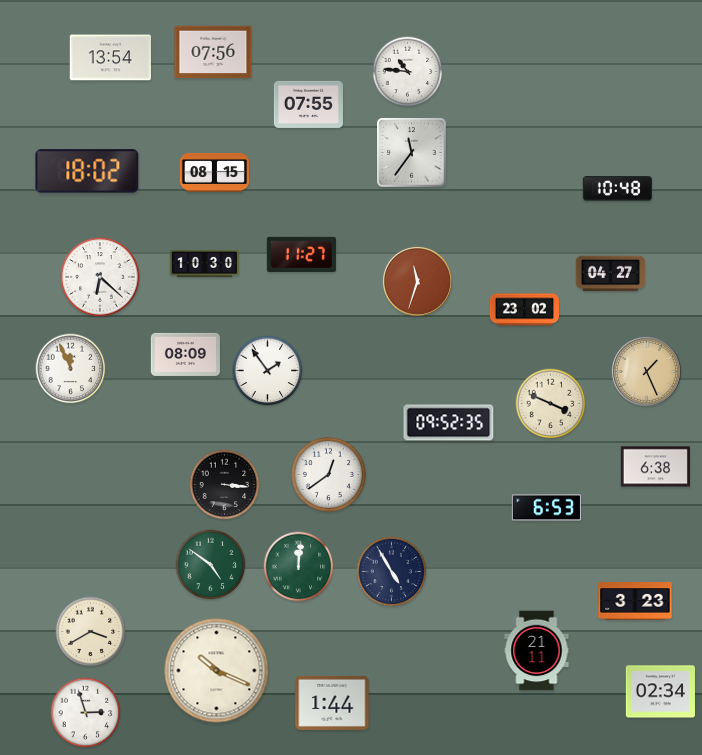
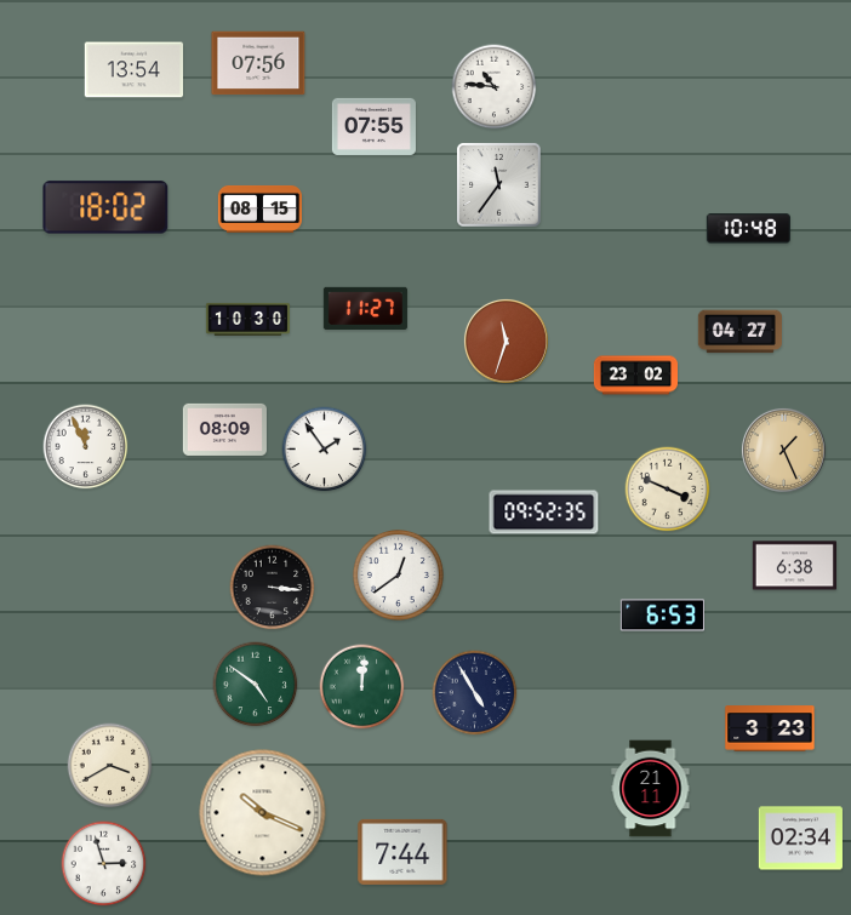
clock at (100, 277): 6:22 -> none
clock at (332, 703): 1:44 -> 7:44
